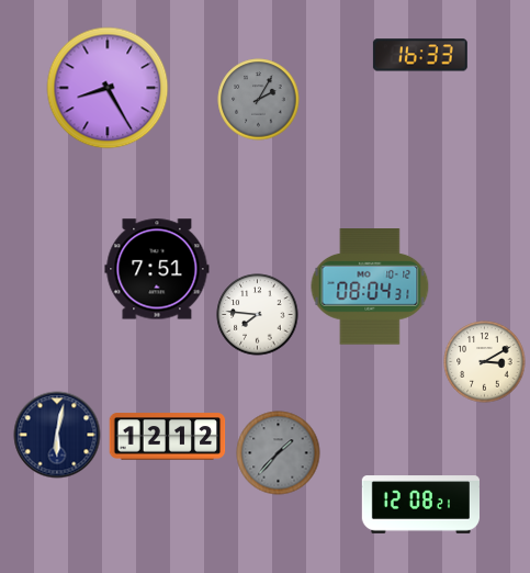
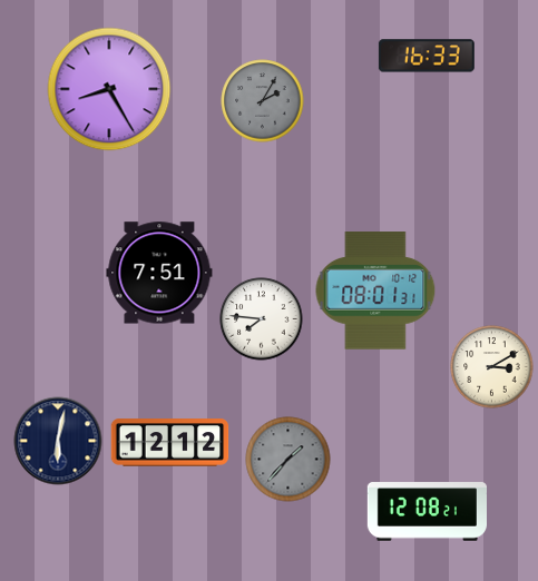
clock at (370, 286): 08:04 -> 08:01
clock at (279, 453) position: (279, 453) -> (288, 460)
